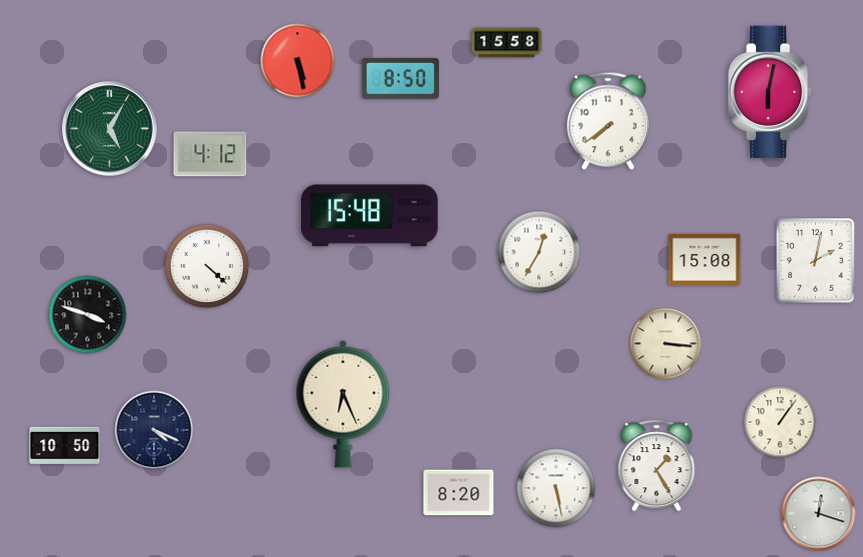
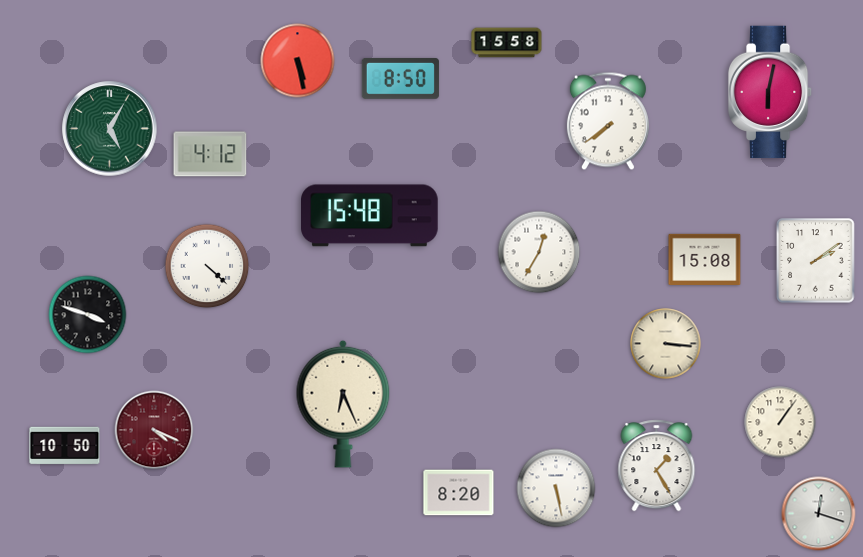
clock at (816, 261): 2:02 -> 2:09
clock at (154, 430) dial: navy -> burgundy
